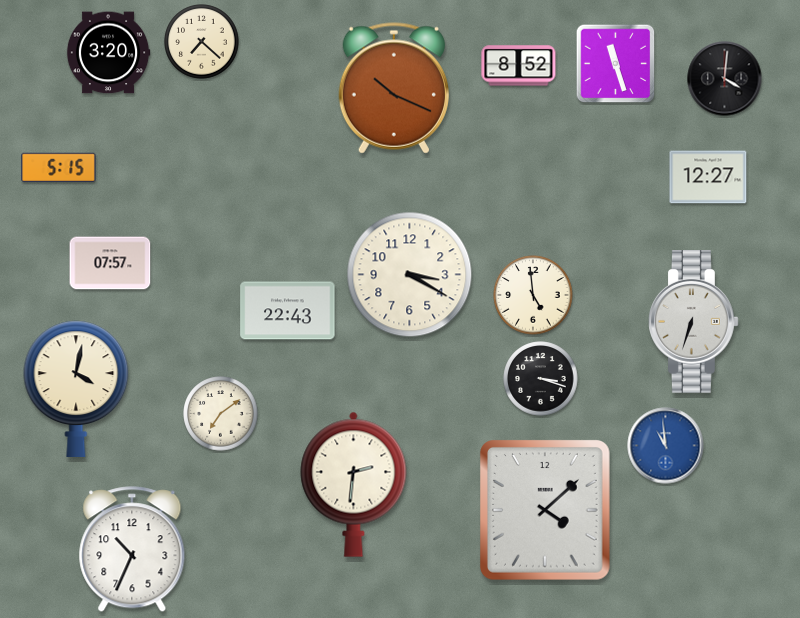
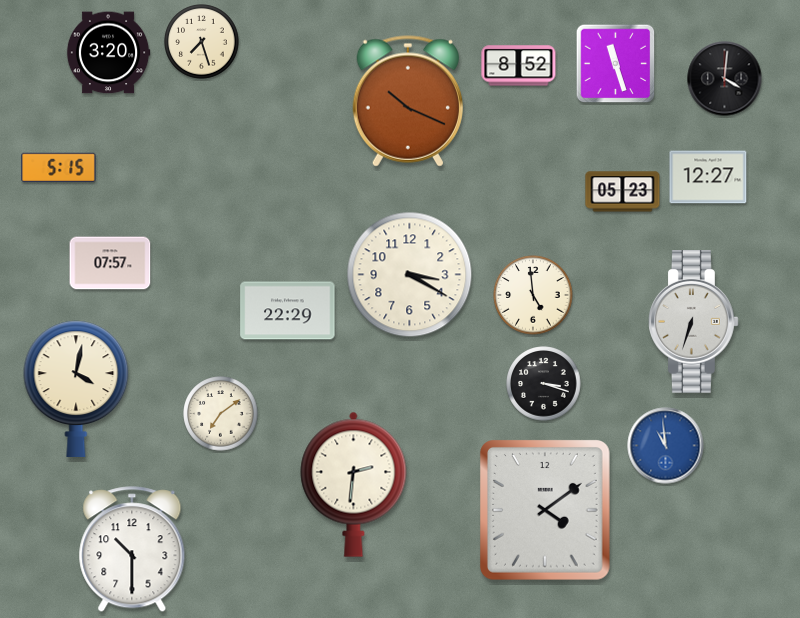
clock at (202, 42): 7:22 -> 7:27
clock at (394, 88) position: (394, 88) -> (408, 101)
clock at (623, 192): none -> 05:23
clock at (288, 311): 22:43 -> 22:29
clock at (541, 379) position: (541, 379) -> (544, 384)
clock at (545, 511): 4:08 -> 4:09
clock at (132, 550): 10:34 -> 10:30
